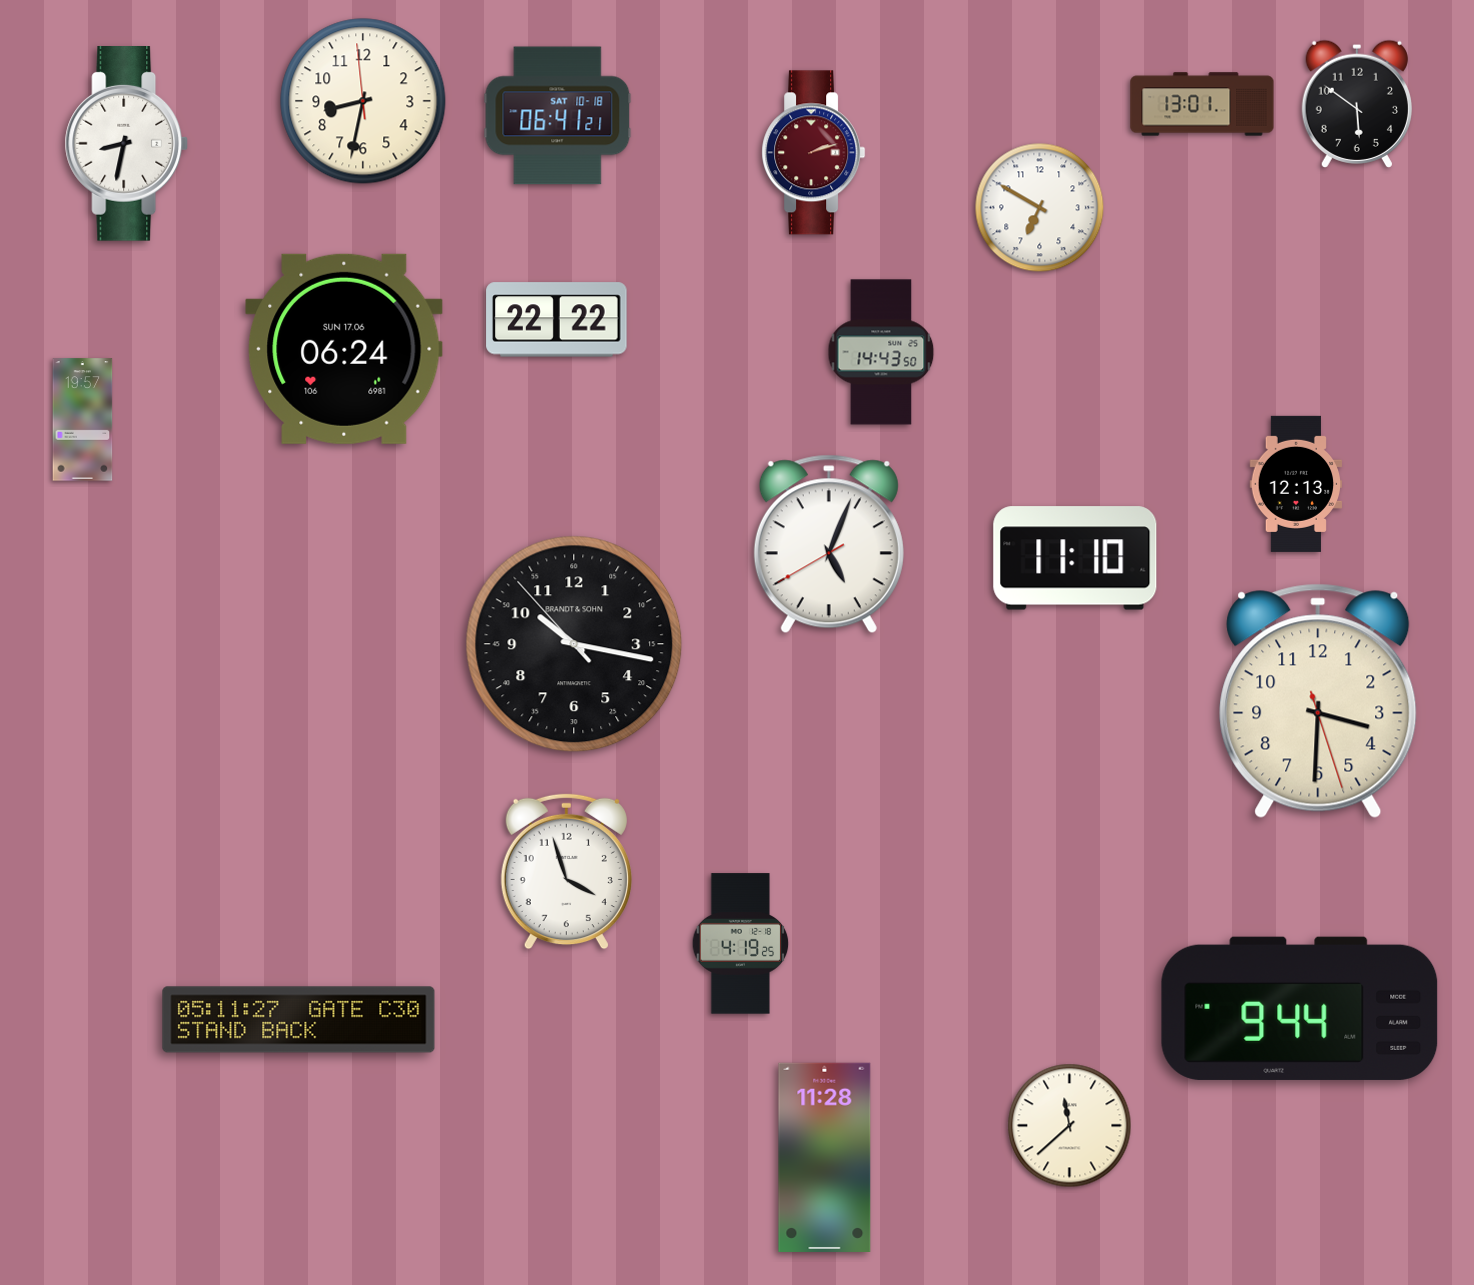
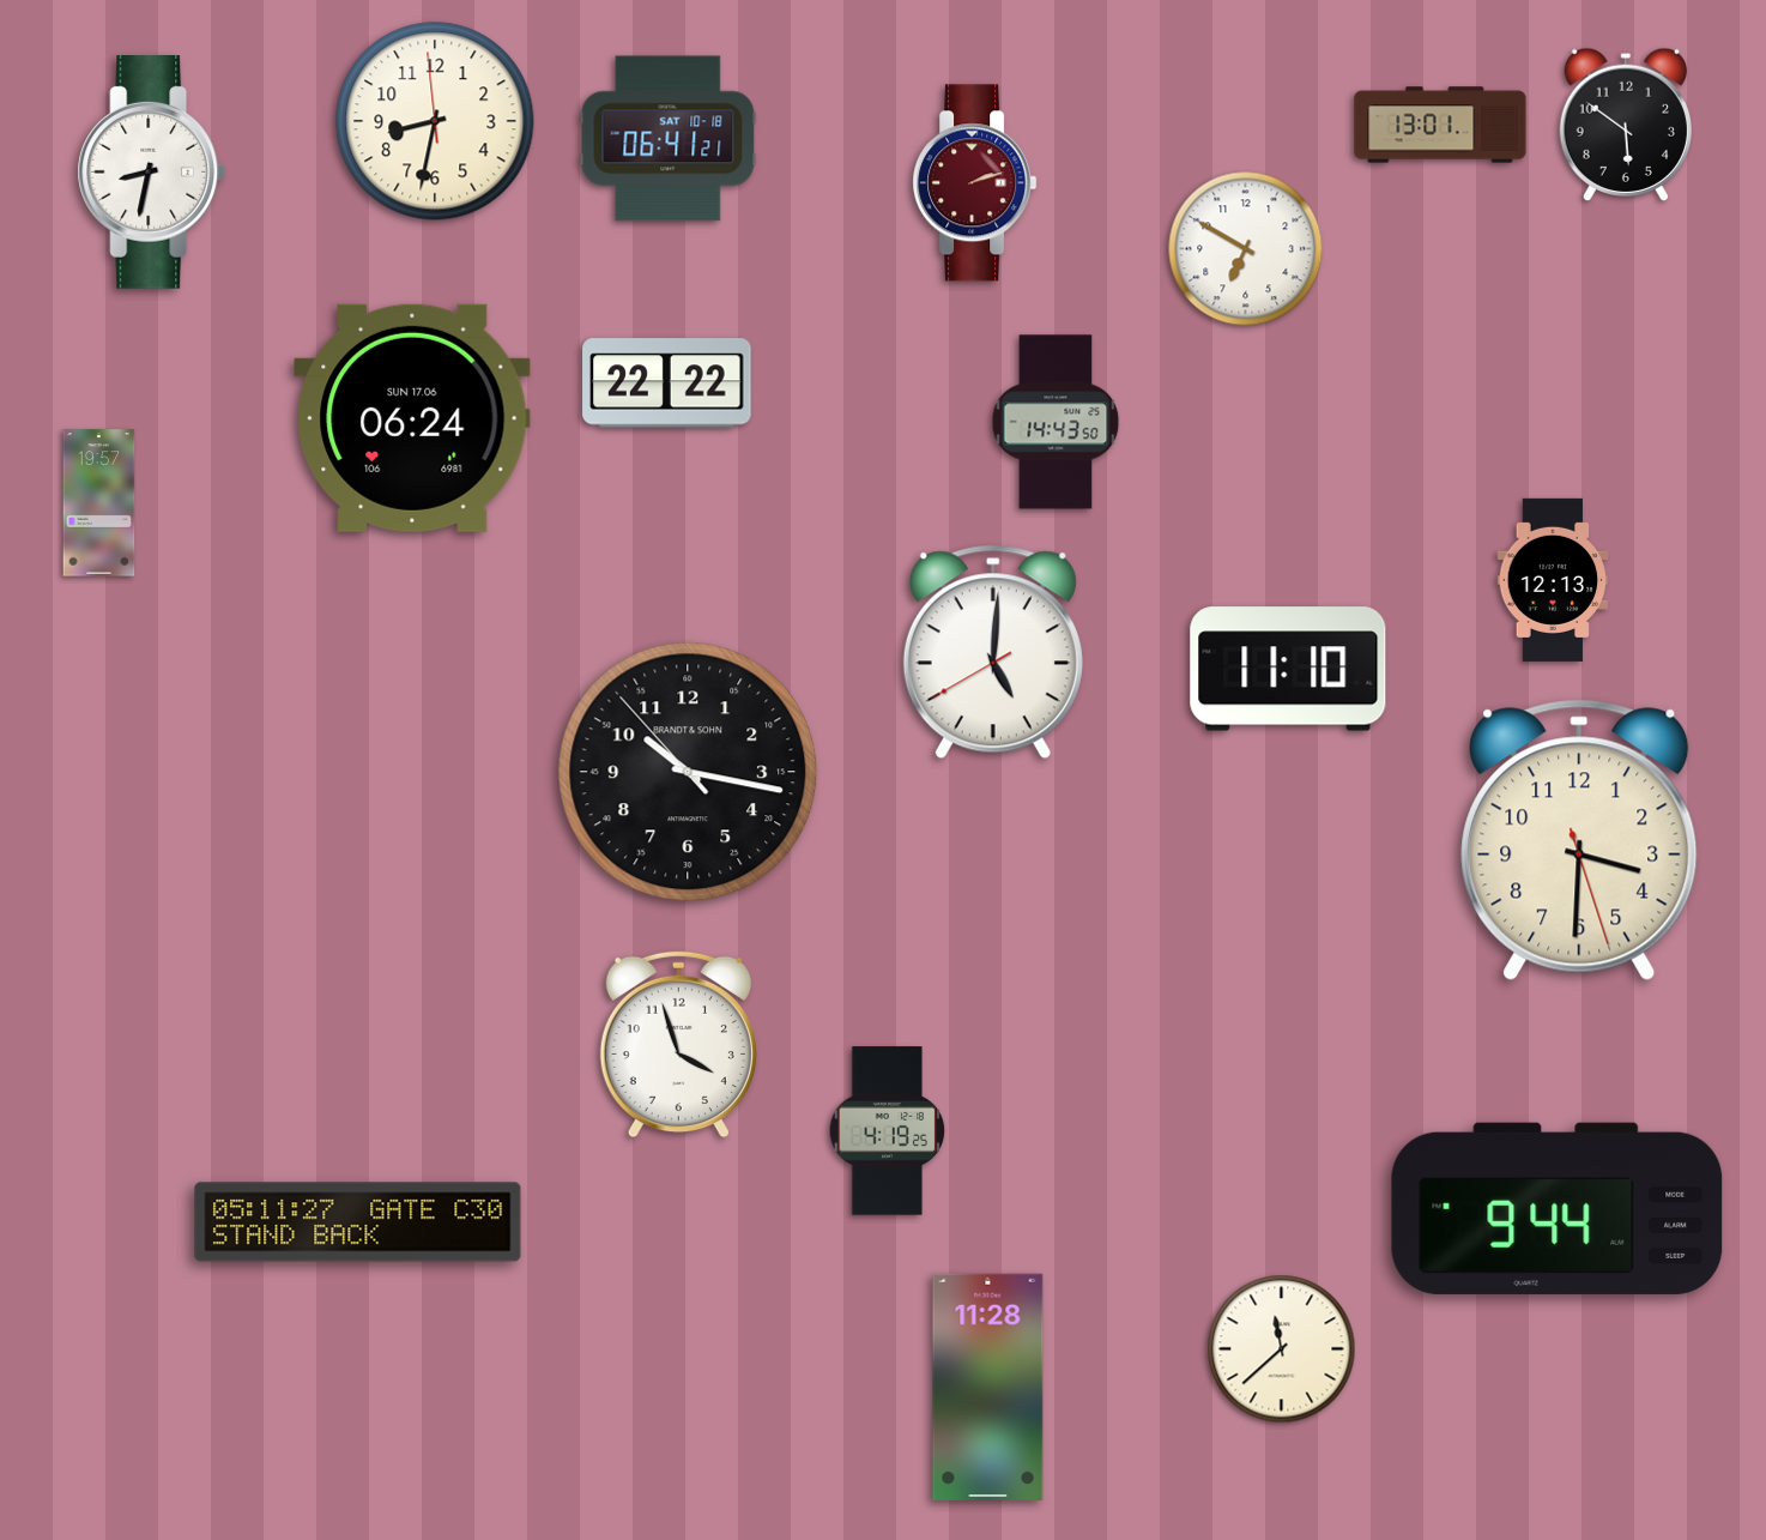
clock at (829, 544): 5:03 -> 5:00
